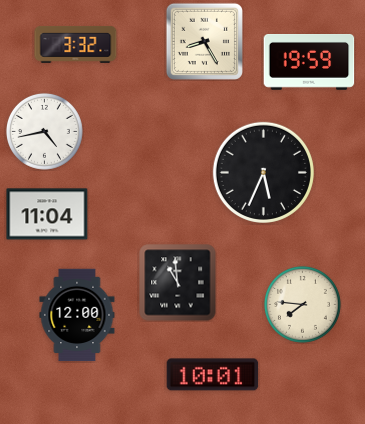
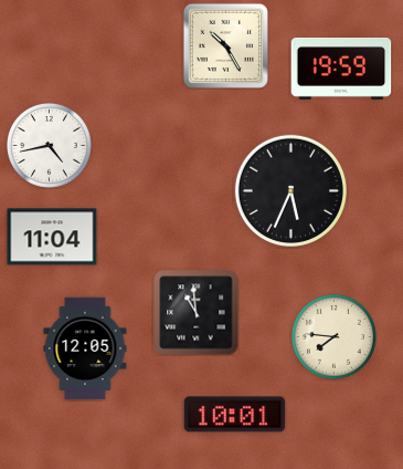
clock at (204, 41): 8:25 -> 10:25
clock at (76, 45): 3:32 -> none
clock at (77, 315): 12:00 -> 12:05
